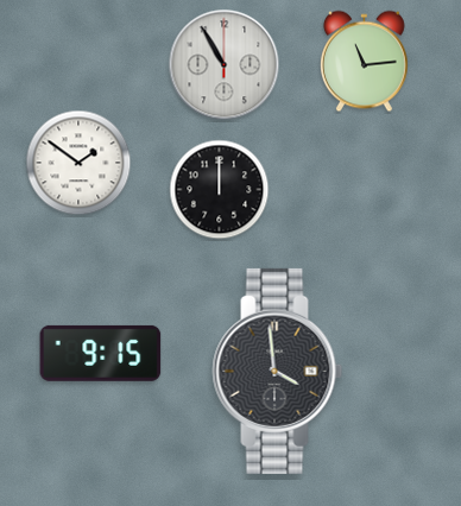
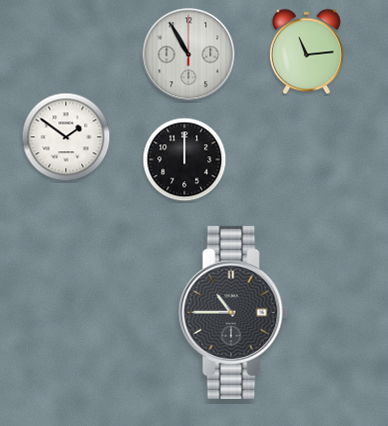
clock at (101, 353): 9:15 -> none
clock at (278, 371): 3:59 -> 10:45
